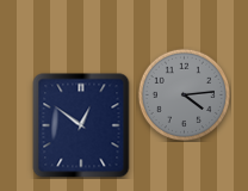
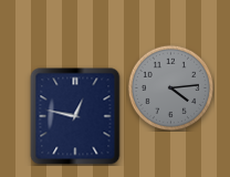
clock at (81, 125): 12:51 -> 12:47
